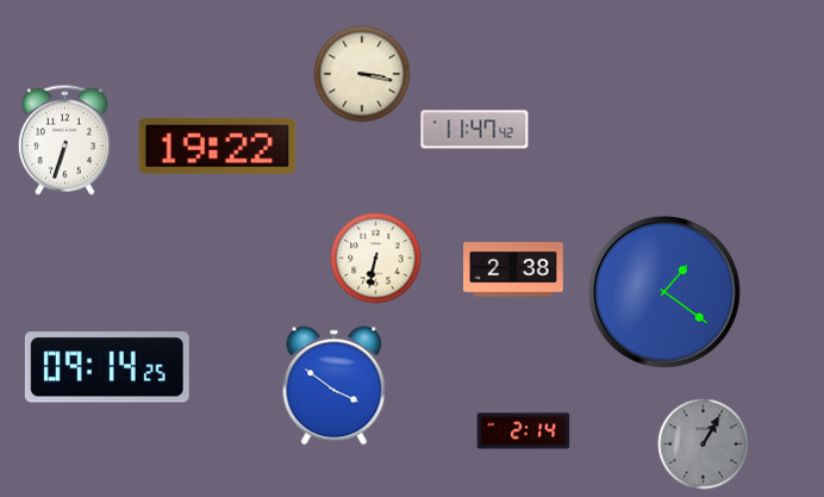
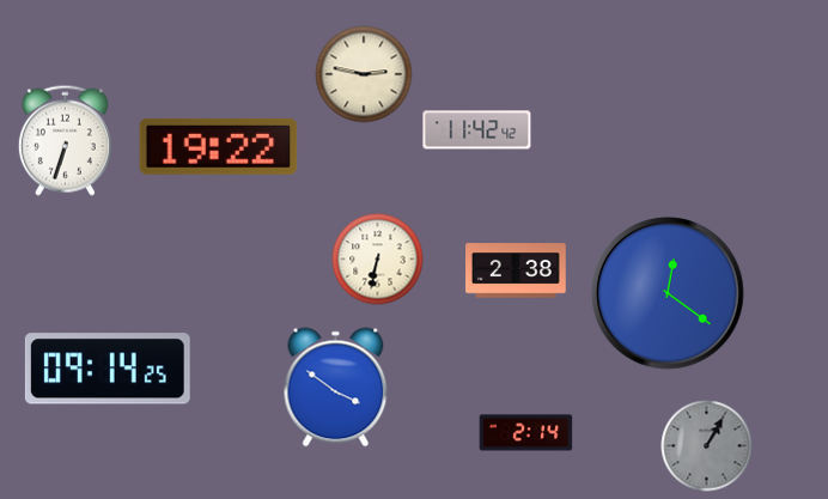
clock at (362, 74): 3:17 -> 2:47
clock at (475, 130): 11:47 -> 11:42
clock at (666, 293): 1:21 -> 12:21
